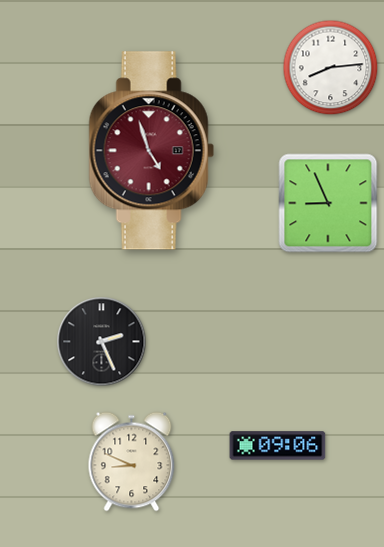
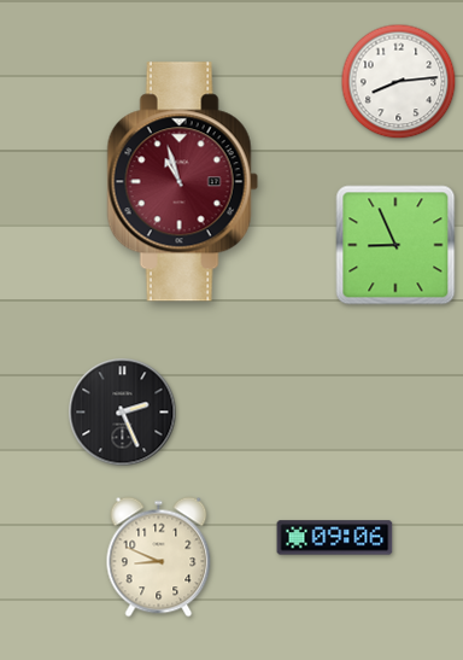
clock at (151, 151): 4:57 -> 10:57
